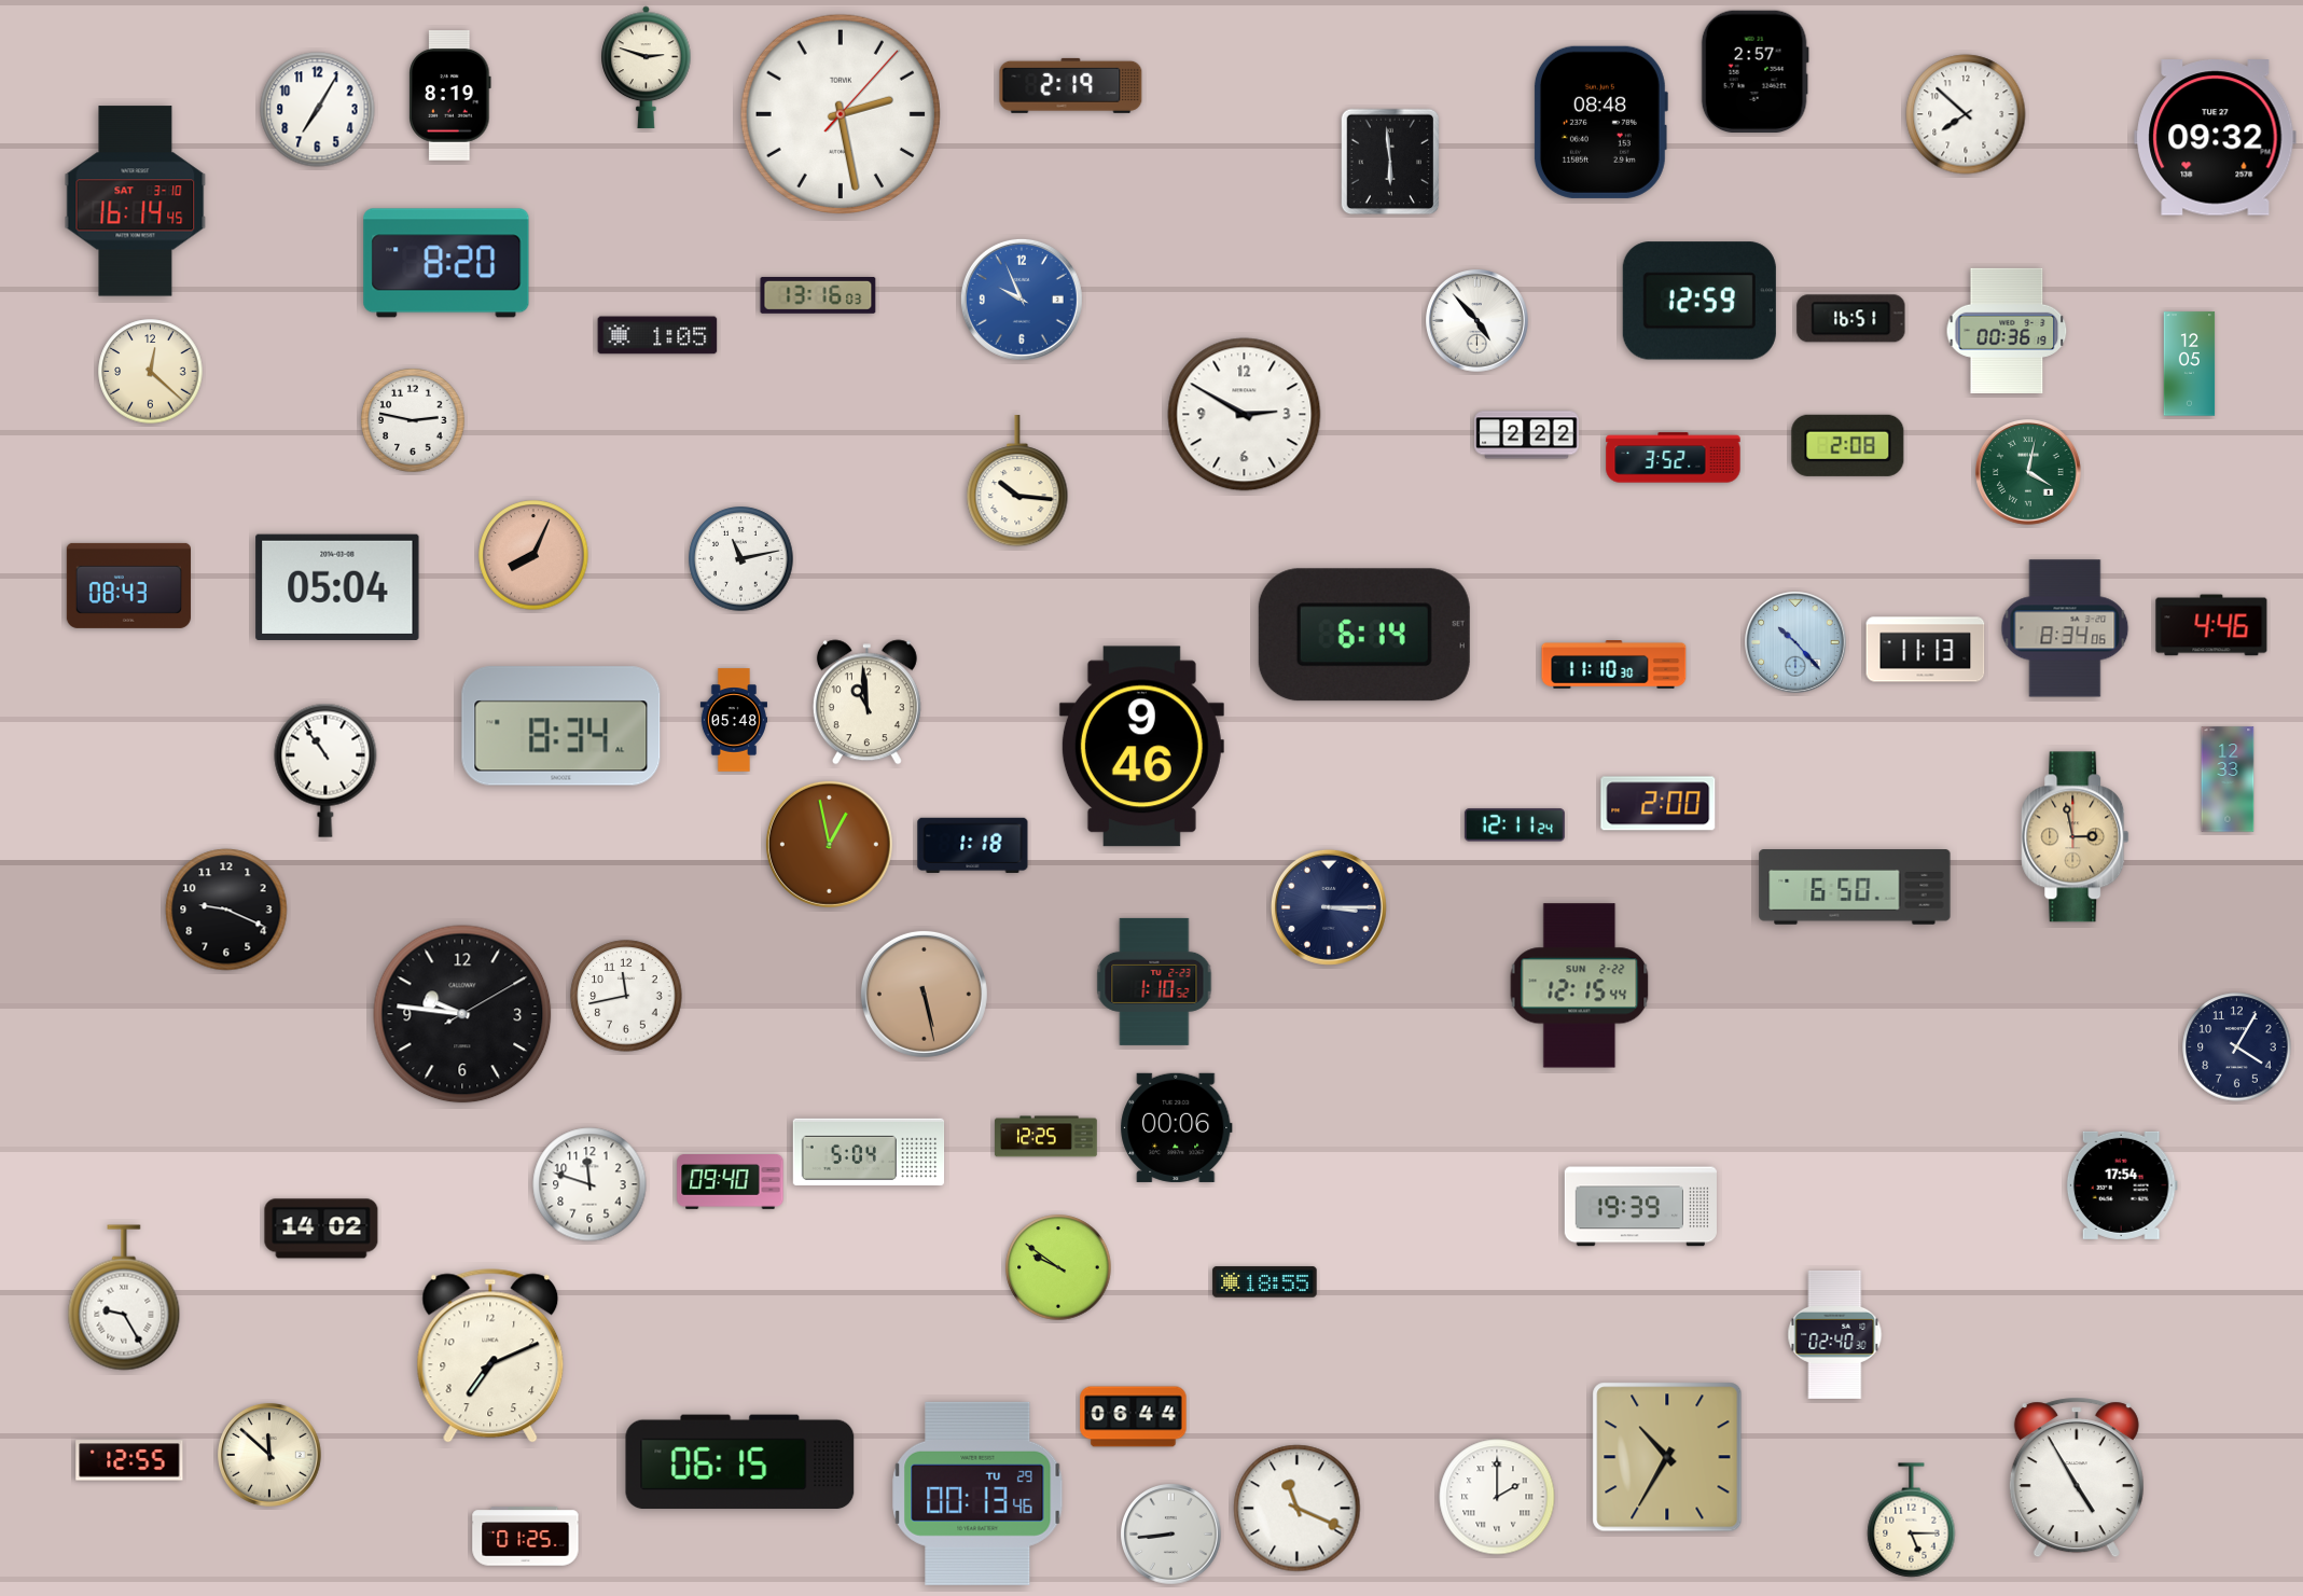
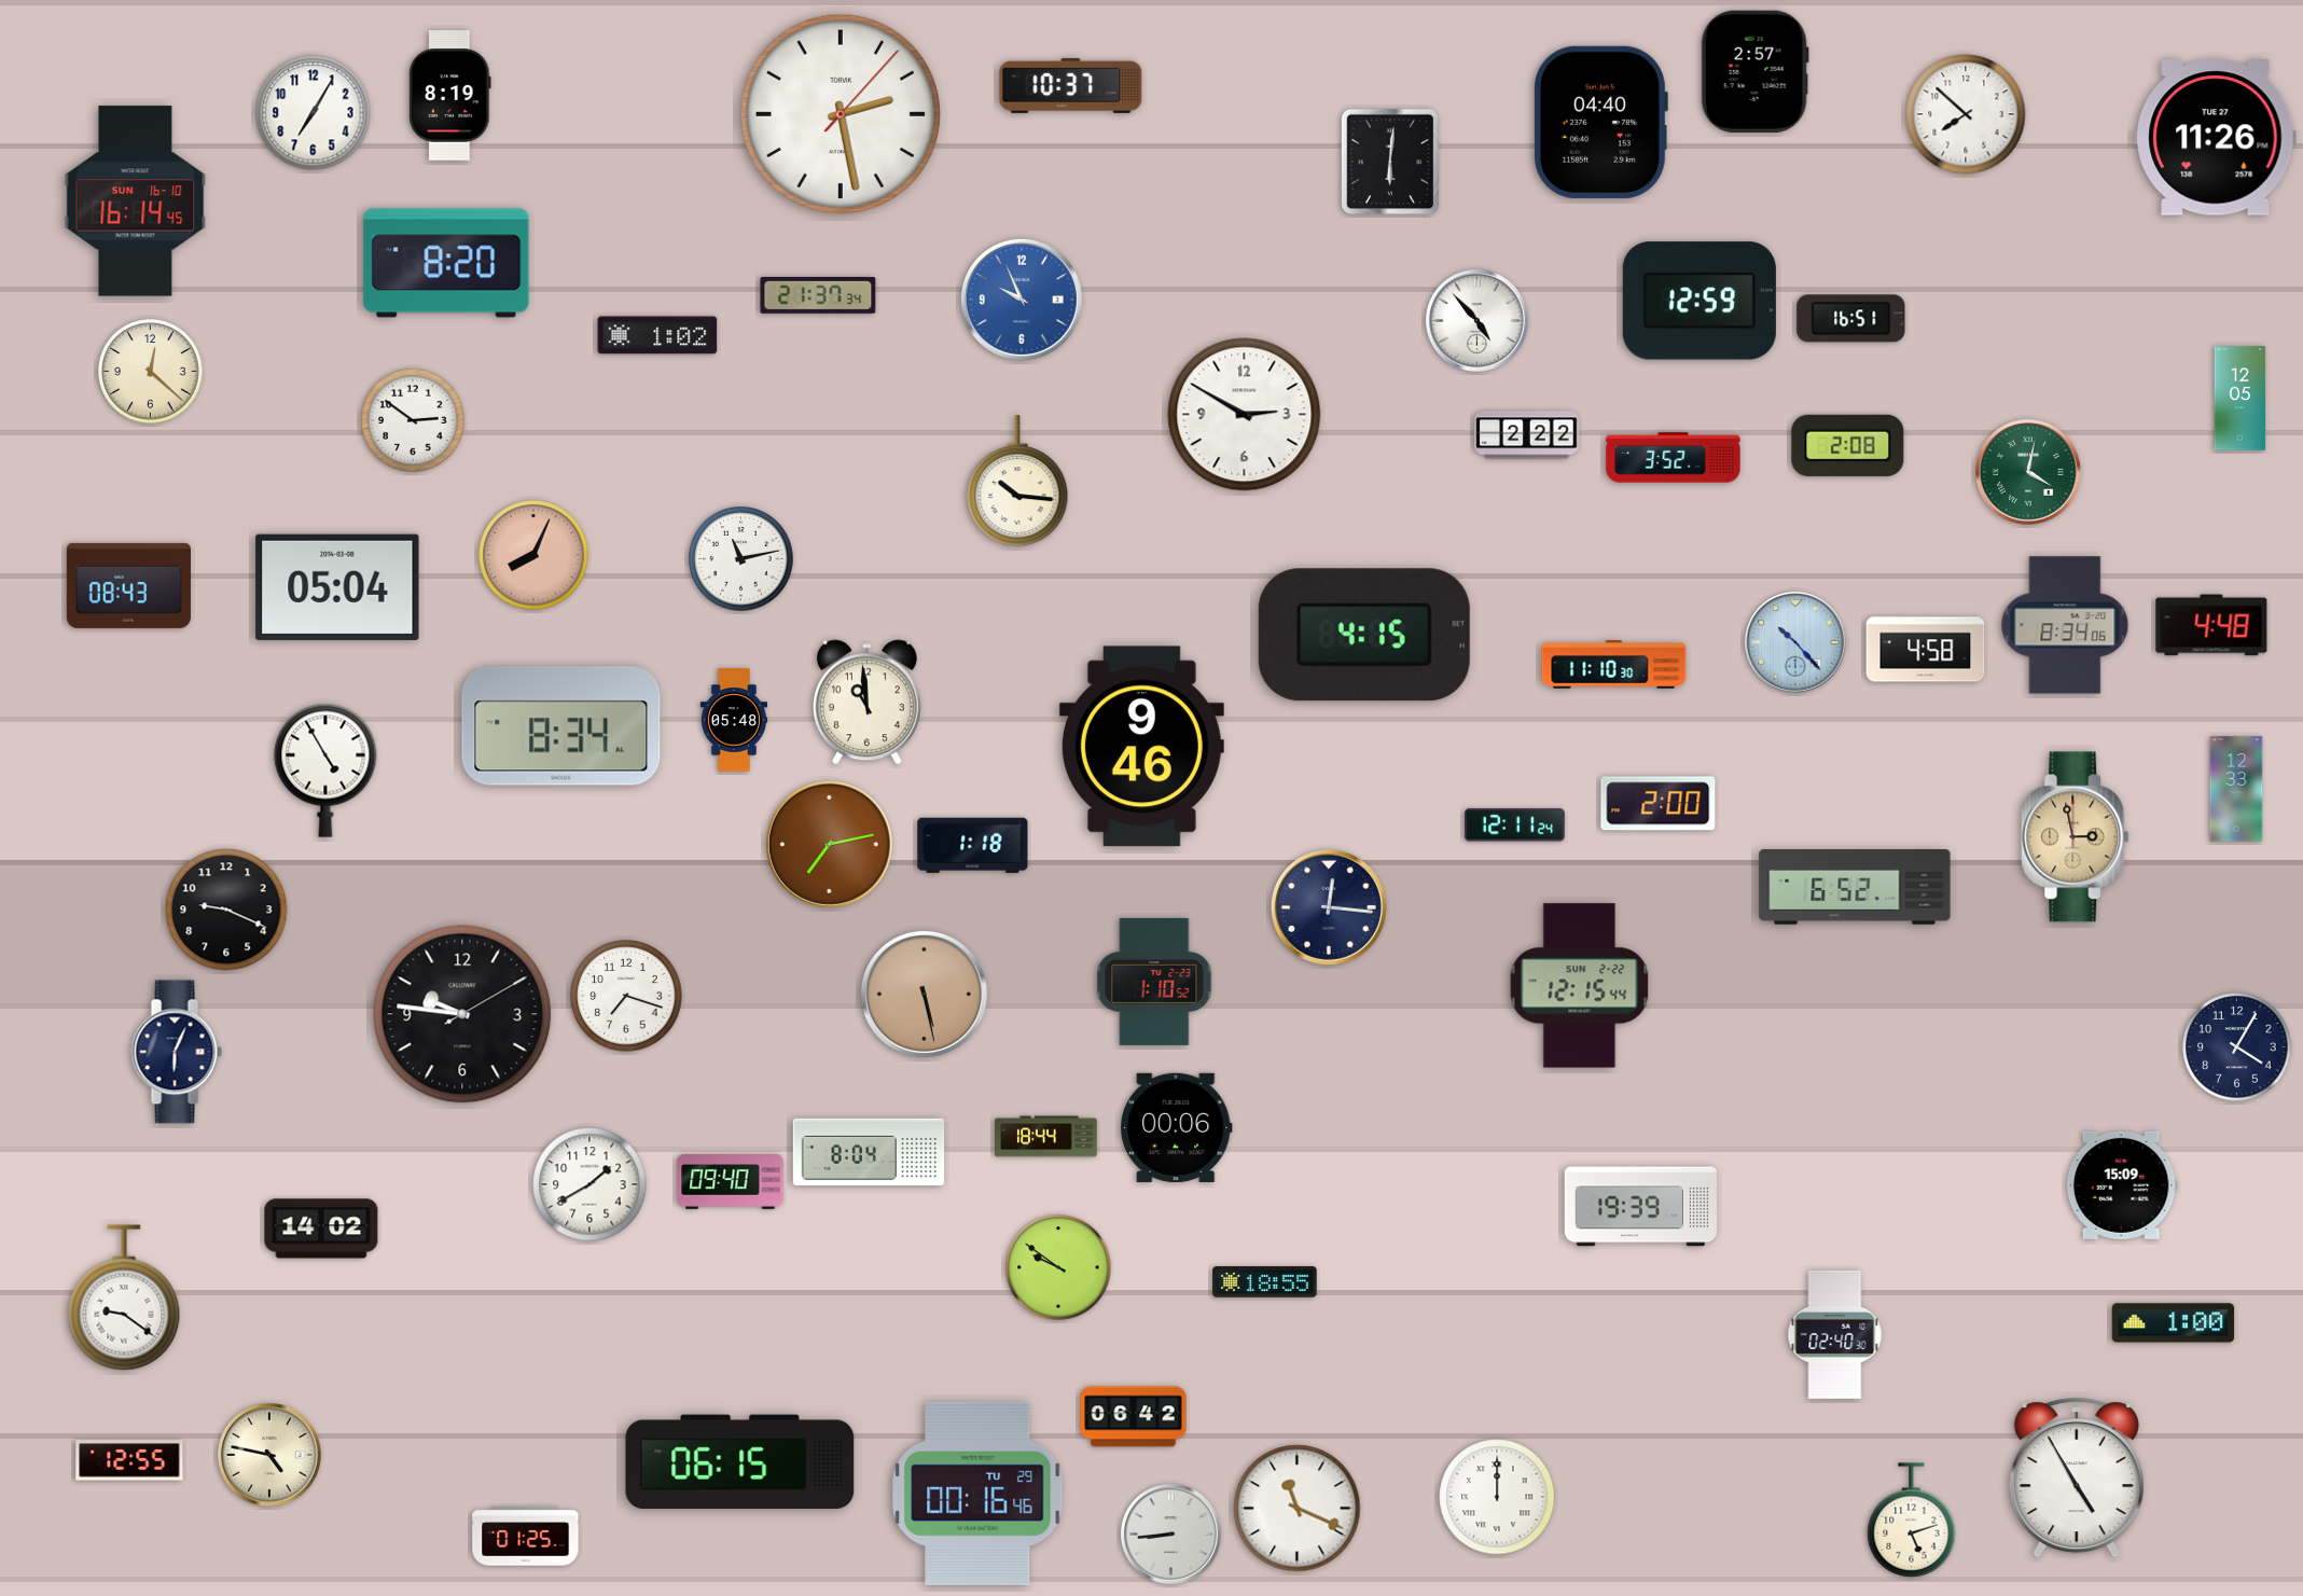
clock at (647, 68): 2:48 -> none
clock at (1071, 85): 2:19 -> 10:37
clock at (318, 110) position: (318, 110) -> (314, 113)
clock at (1600, 122): 08:48 -> 04:40
clock at (2216, 138): 09:32 -> 11:26
clock at (1390, 162): 5:59 -> 6:01
clock at (136, 202) date: SAT 3-10 -> SUN 16-10
clock at (818, 295): 13:16 -> 21:37
clock at (2007, 331): 00:36 -> none
clock at (657, 335): 1:05 -> 1:02
clock at (2190, 364) position: (2190, 364) -> (2240, 399)
clock at (413, 420): 2:47 -> 2:51
clock at (2211, 625): 4:46 -> 4:48
clock at (2065, 628) position: (2065, 628) -> (2065, 625)
clock at (1364, 635): 6:14 -> 4:15
clock at (1926, 650): 11:13 -> 4:58
clock at (325, 771): 10:54 -> 4:55
clock at (2228, 779) position: (2228, 779) -> (2236, 789)
clock at (829, 844): 12:58 -> 7:13
clock at (1855, 887): 6:50 -> 6:52
clock at (1329, 907): 3:15 -> 12:16
clock at (626, 996): 11:43 -> 7:18
clock at (177, 1052): none -> 6:04
clock at (1046, 1137): 12:25 -> 18:44
clock at (869, 1151): 5:04 -> 8:04
clock at (589, 1184): 11:48 -> 1:40
clock at (2122, 1185): 17:54 -> 15:09
clock at (124, 1297): 9:25 -> 9:21
clock at (2174, 1323): none -> 1:00
clock at (490, 1356): 7:11 -> none
clock at (1134, 1417): 06:44 -> 06:42
clock at (270, 1456): 11:52 -> 4:47
clock at (1667, 1457): 10:35 -> none
clock at (977, 1494): 00:13 -> 00:16
clock at (1497, 1497): 2:00 -> 12:00
clock at (1912, 1521): 5:15 -> 5:12
